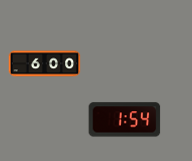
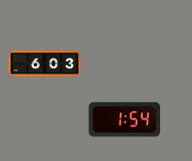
clock at (45, 64): 6:00 -> 6:03
